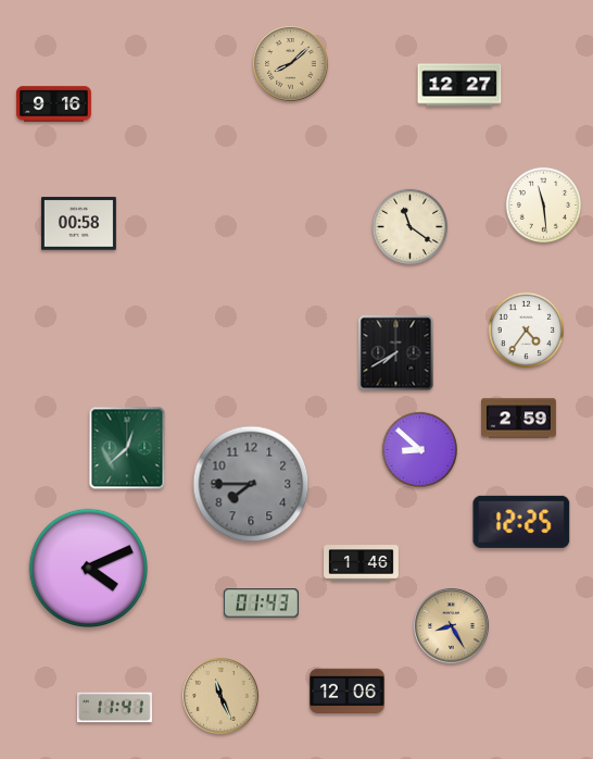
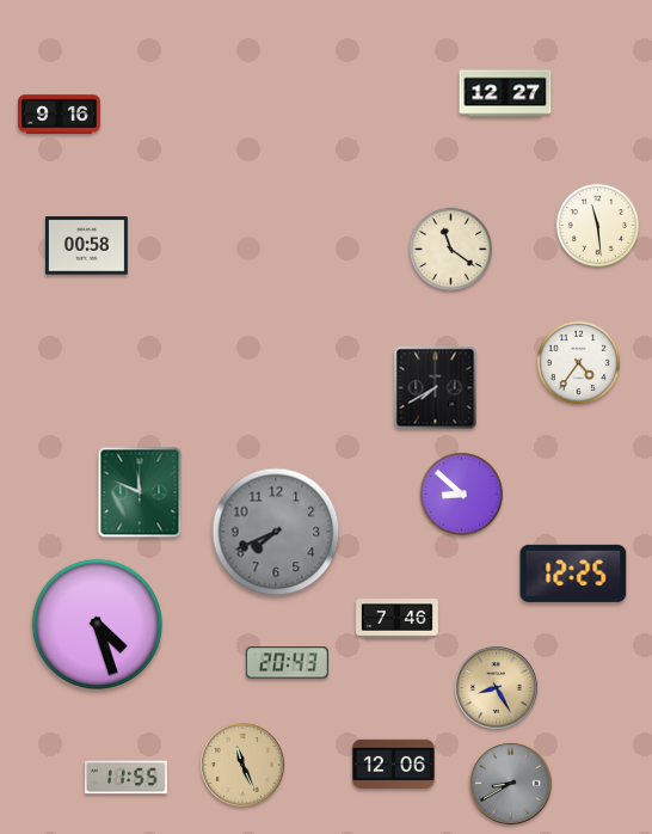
clock at (291, 64): 8:08 -> none
clock at (519, 419): 2:59 -> none
clock at (127, 448): 12:38 -> 11:49
clock at (251, 484): 7:45 -> 7:41
clock at (362, 563): 1:46 -> 7:46
clock at (88, 568): 4:11 -> 4:27
clock at (261, 604): 01:43 -> 20:43
clock at (346, 692) position: (346, 692) -> (393, 765)
clock at (114, 708): 11:41 -> 11:55
clock at (511, 784): none -> 8:40
